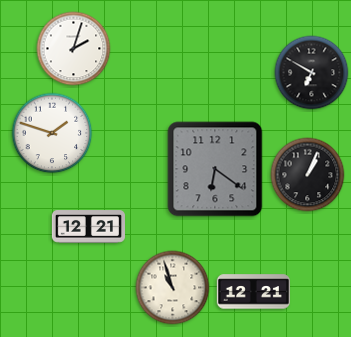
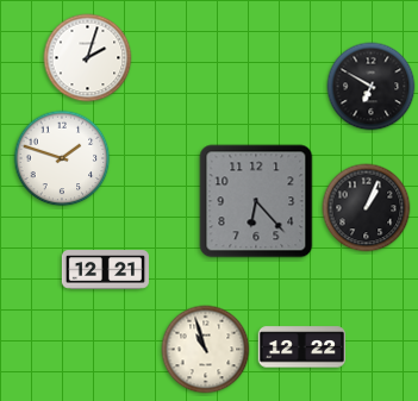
clock at (215, 169): 6:21 -> 6:23
clock at (173, 288) position: (173, 288) -> (206, 350)
clock at (253, 292): 12:21 -> 12:22
